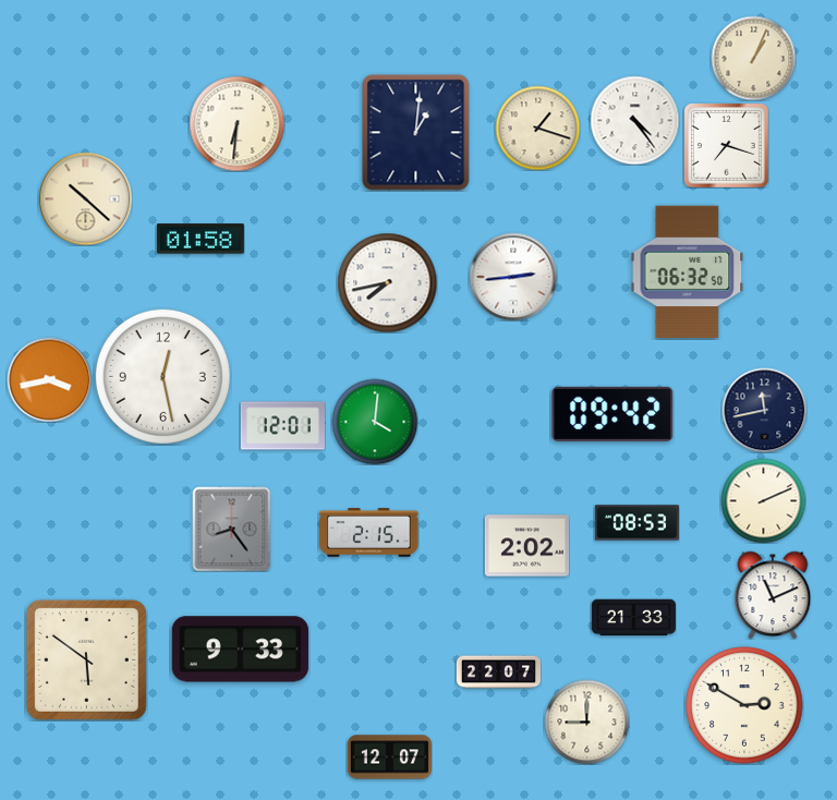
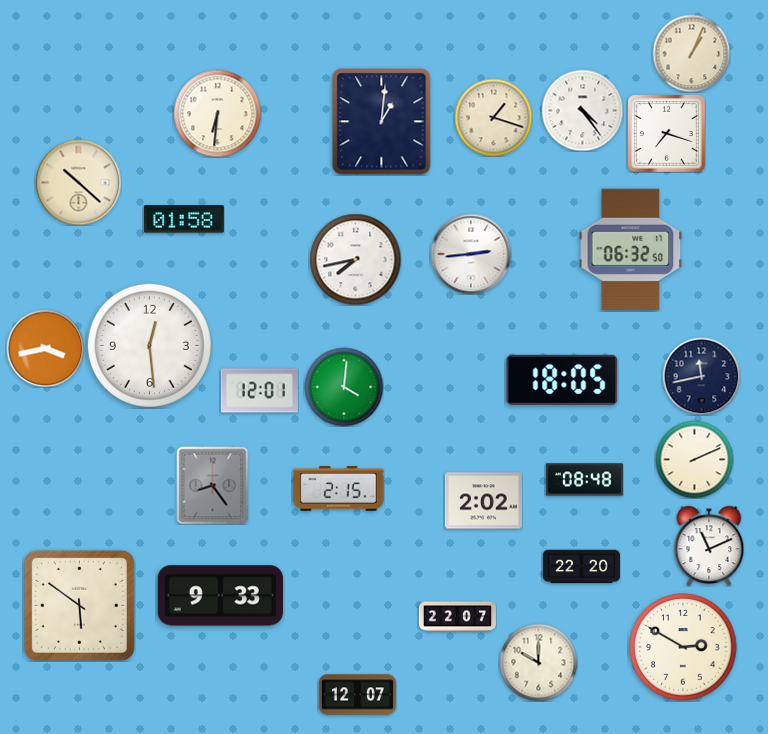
clock at (162, 376): 12:28 -> 12:29
clock at (612, 414): 09:42 -> 18:05
clock at (763, 500) position: (763, 500) -> (694, 459)
clock at (636, 523): 08:53 -> 08:48
clock at (633, 618): 21:33 -> 22:20
clock at (586, 722): 9:00 -> 10:00
